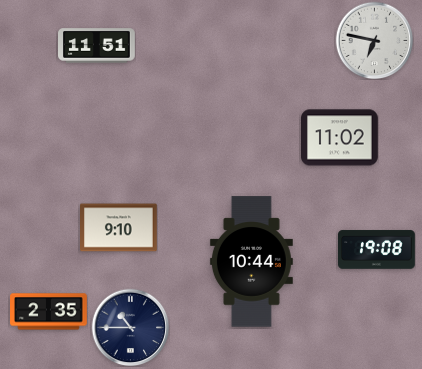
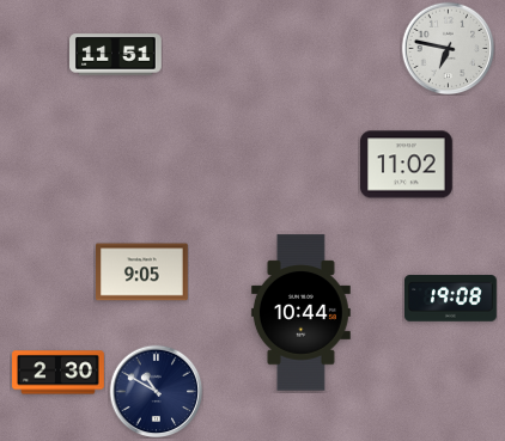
clock at (119, 228): 9:10 -> 9:05
clock at (49, 312): 2:35 -> 2:30
clock at (130, 327): 10:45 -> 10:50
